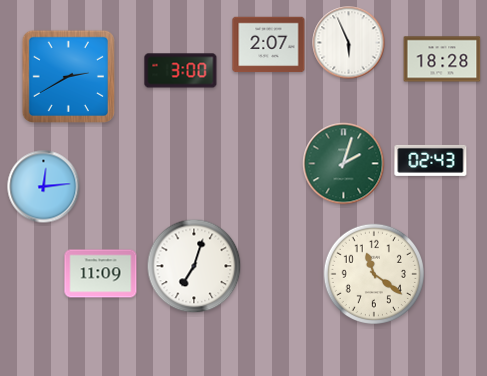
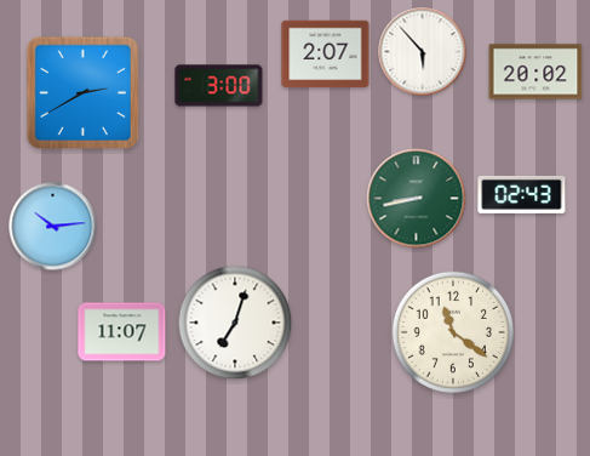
clock at (349, 43): 5:56 -> 5:53
clock at (442, 59): 18:28 -> 20:02
clock at (344, 164): 2:03 -> 8:43
clock at (44, 187): 12:14 -> 10:14
clock at (101, 274): 11:09 -> 11:07
